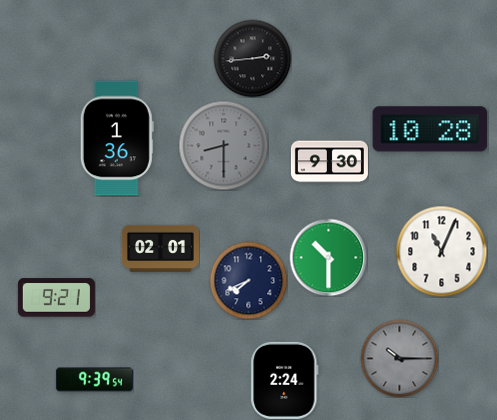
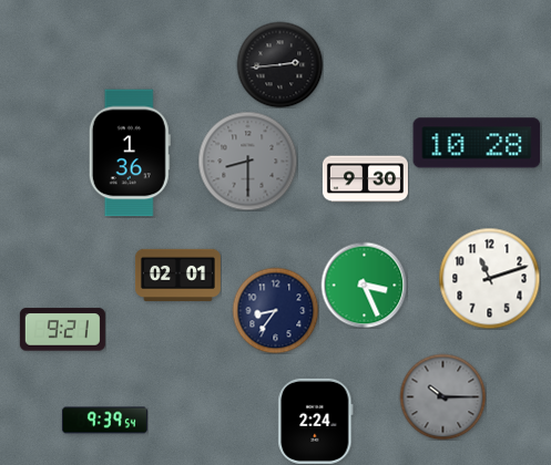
clock at (441, 251): 11:04 -> 11:12
clock at (328, 257): 10:30 -> 3:26
clock at (248, 280): 7:41 -> 8:36
